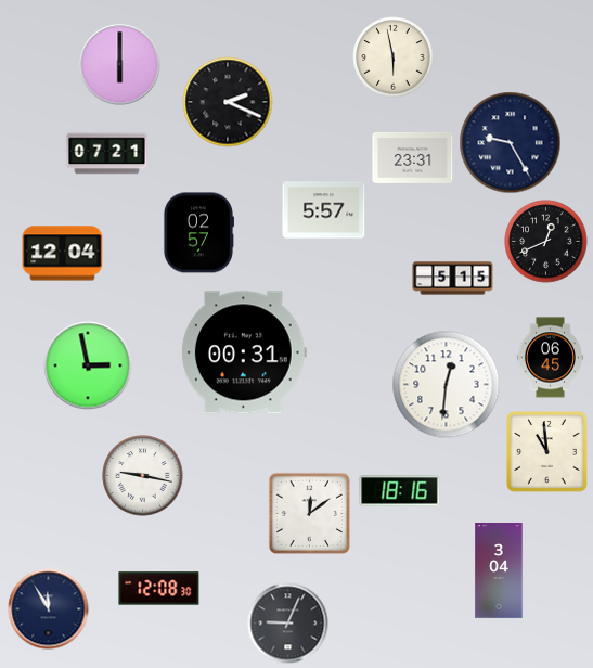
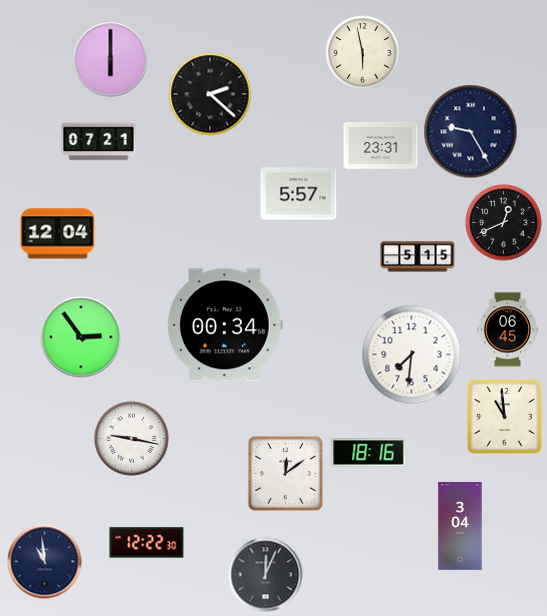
clock at (228, 102): 2:19 -> 2:22
clock at (198, 233): 02:57 -> none
clock at (244, 352): 00:31 -> 00:34
clock at (88, 365): 2:58 -> 2:54
clock at (447, 385): 12:31 -> 7:31
clock at (159, 589): 12:08 -> 12:22
clock at (49, 609): 11:55 -> 10:59
clock at (288, 624): 9:04 -> 12:04
